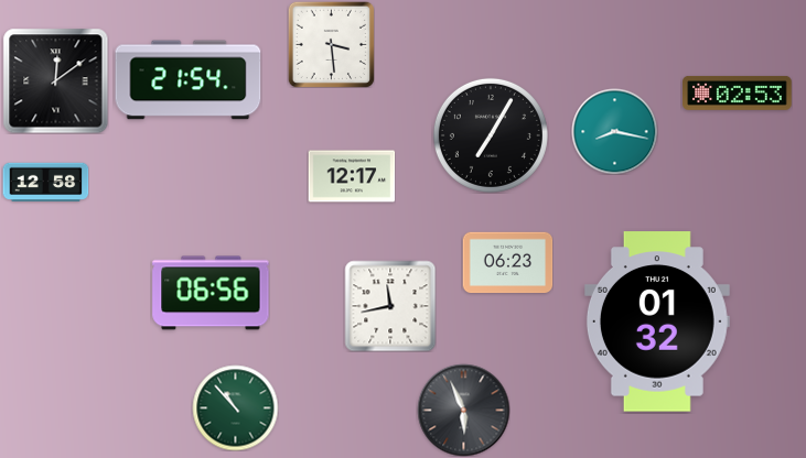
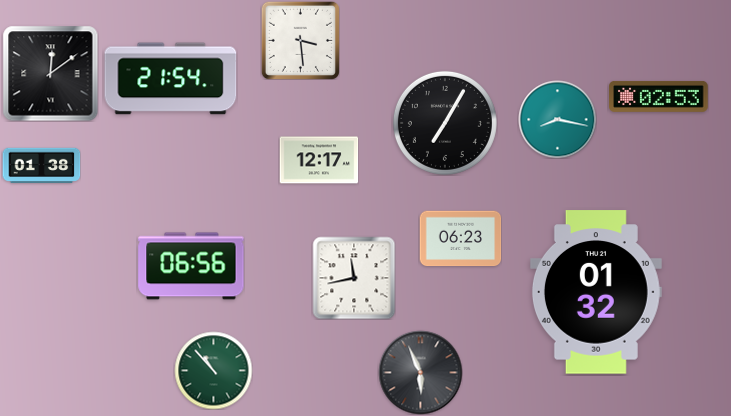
clock at (189, 80) position: (189, 80) -> (171, 79)
clock at (738, 92) position: (738, 92) -> (659, 96)
clock at (45, 183): 12:58 -> 01:38
